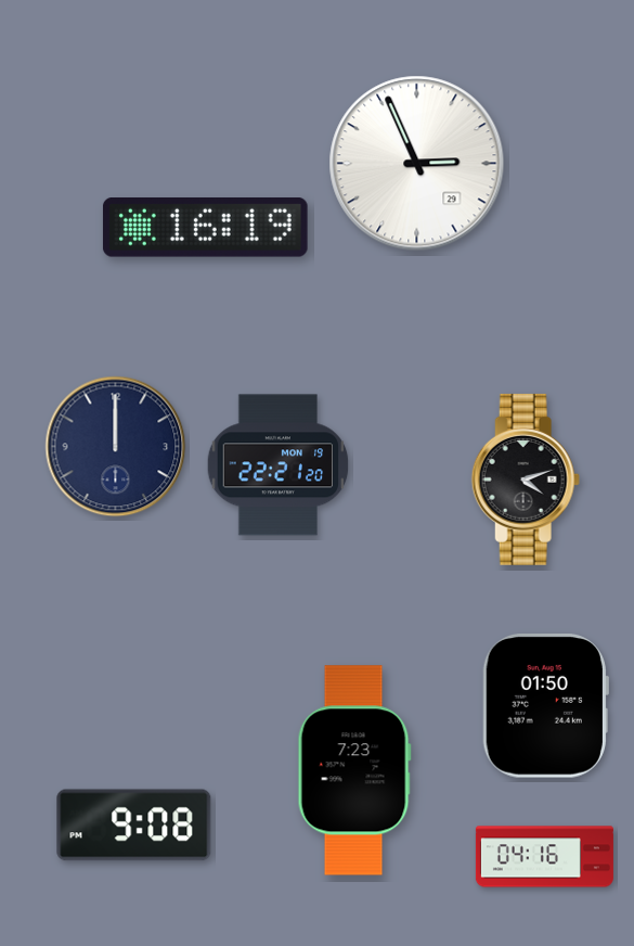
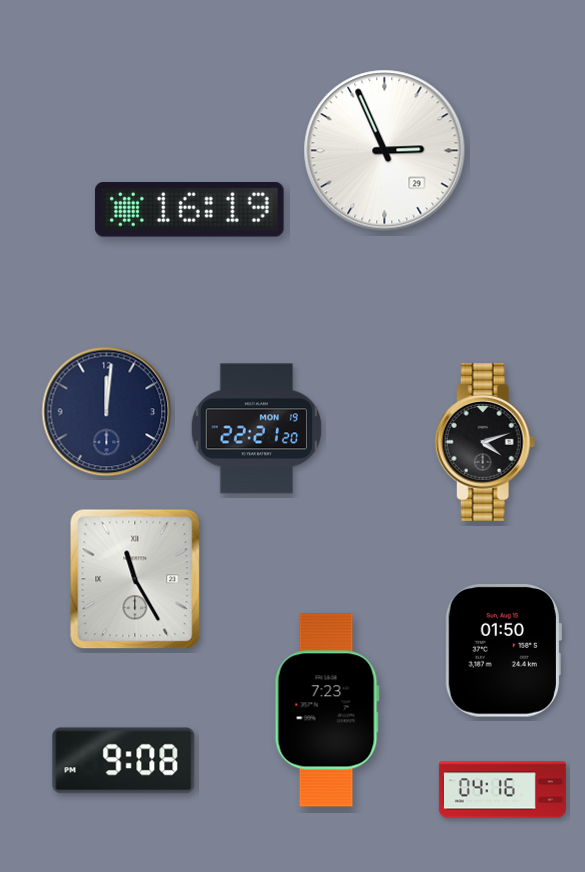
clock at (116, 447): 12:00 -> 12:01
clock at (135, 579): none -> 11:25
